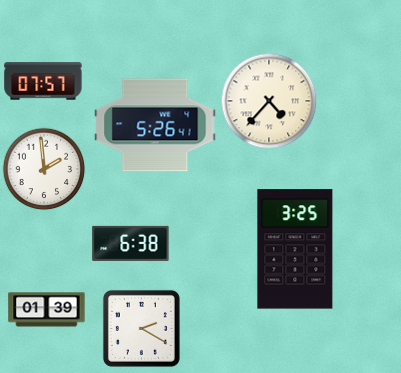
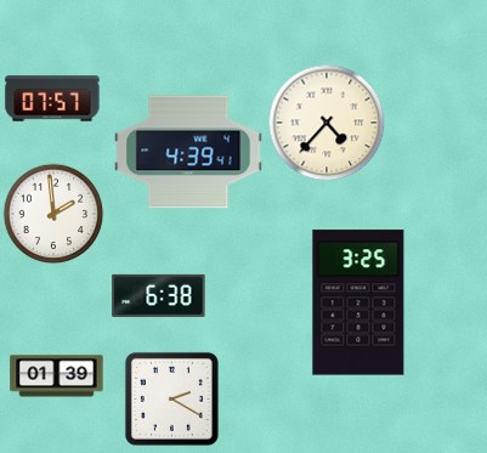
clock at (155, 125): 5:26 -> 4:39
clock at (44, 169) position: (44, 169) -> (53, 214)
